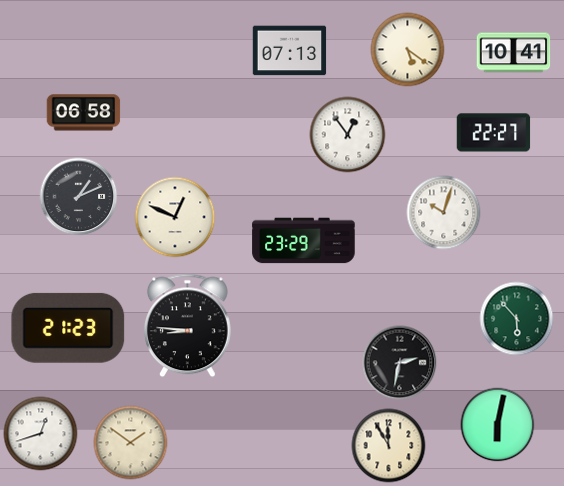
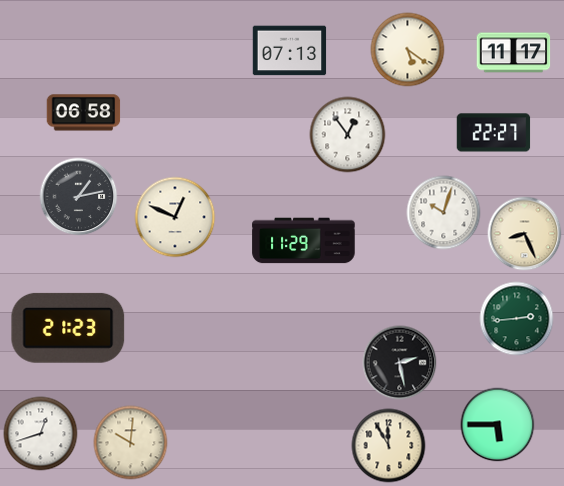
clock at (514, 53): 10:41 -> 11:17
clock at (79, 197): 1:11 -> 1:13
clock at (525, 234): none -> 8:26
clock at (304, 241): 23:29 -> 11:29
clock at (517, 319): 5:53 -> 2:44
clock at (187, 326): 8:46 -> none
clock at (400, 363): 2:32 -> 2:28
clock at (498, 425): 6:02 -> 5:45
clock at (131, 443): 1:51 -> 10:01
